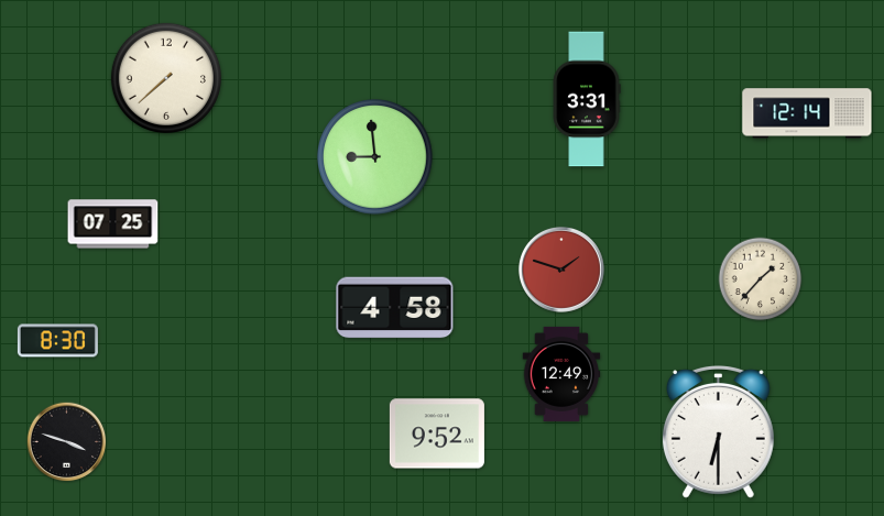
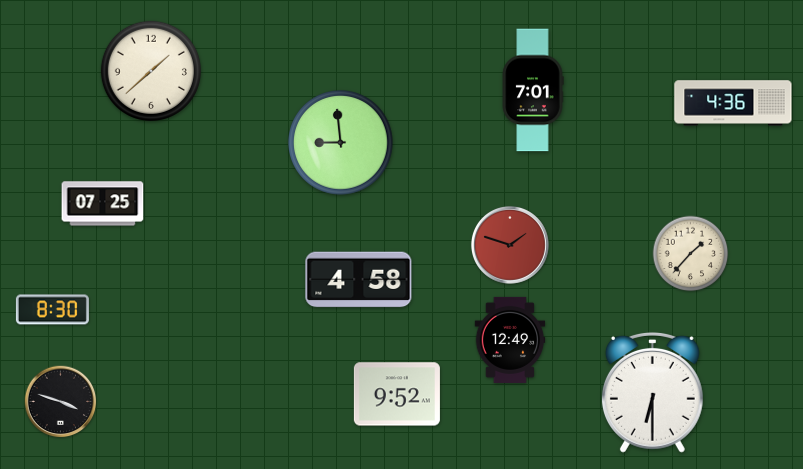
clock at (166, 78): 7:38 -> 1:38
clock at (587, 99): 3:31 -> 7:01
clock at (807, 113): 12:14 -> 4:36
